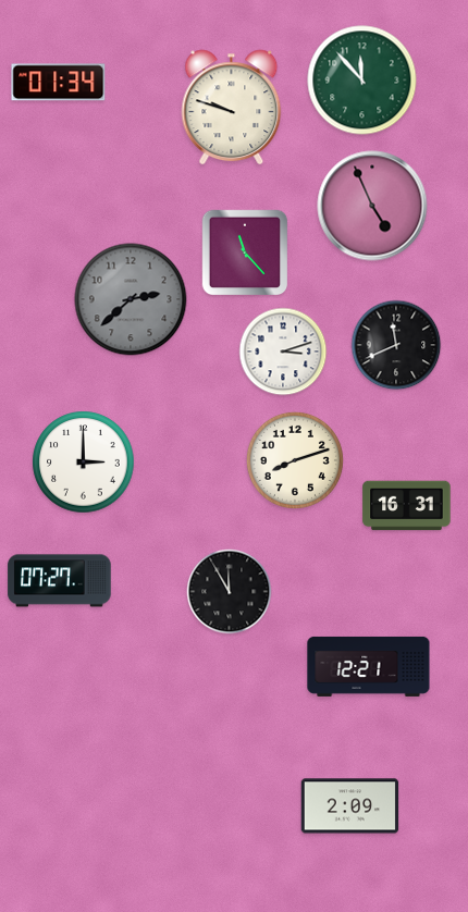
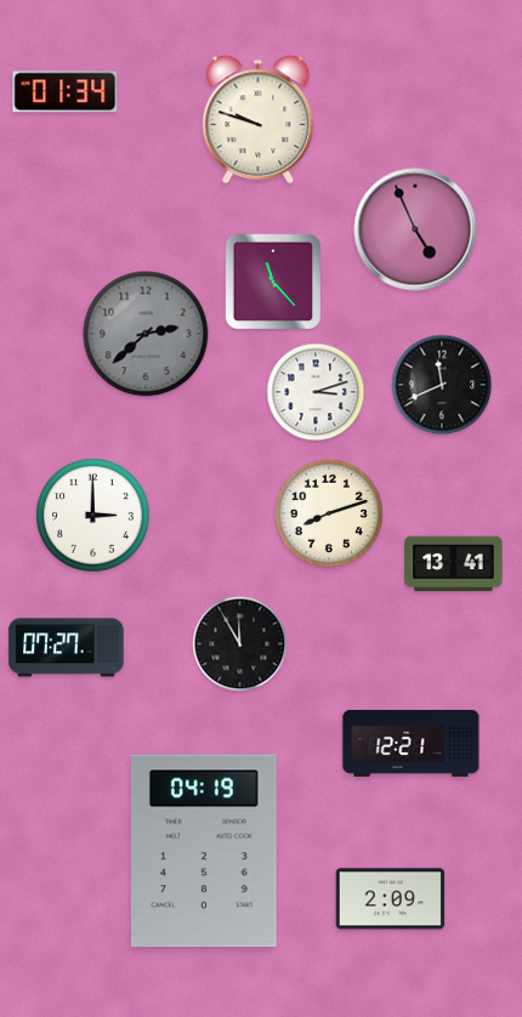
clock at (362, 81): 11:53 -> none
clock at (407, 506): 16:31 -> 13:41
clock at (230, 592) position: (230, 592) -> (240, 644)
clock at (204, 851): none -> 04:19
